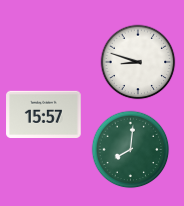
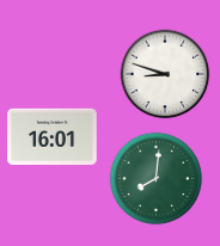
clock at (44, 115): 15:57 -> 16:01
